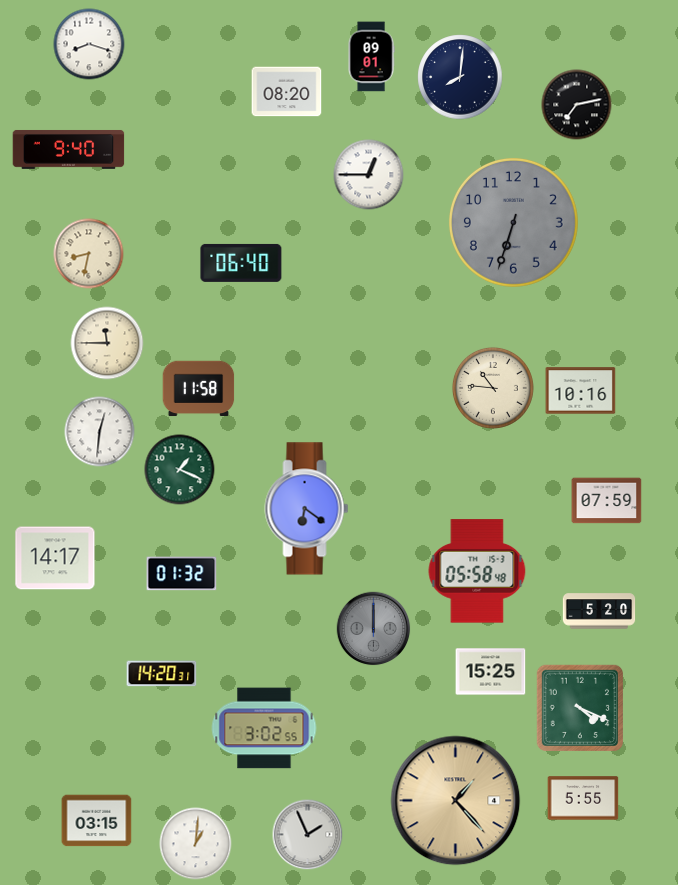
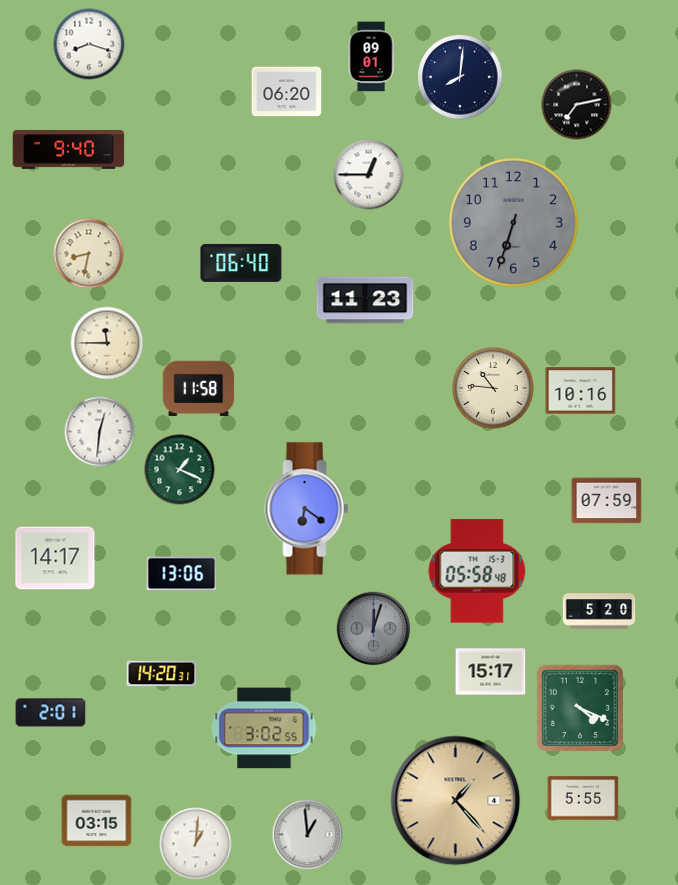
clock at (287, 92): 08:20 -> 06:20
clock at (365, 300): none -> 11:23
clock at (182, 574): 01:32 -> 13:06
clock at (374, 629): 12:00 -> 12:03
clock at (491, 672): 15:25 -> 15:17
clock at (51, 713): none -> 2:01
clock at (308, 835): 1:56 -> 12:59
